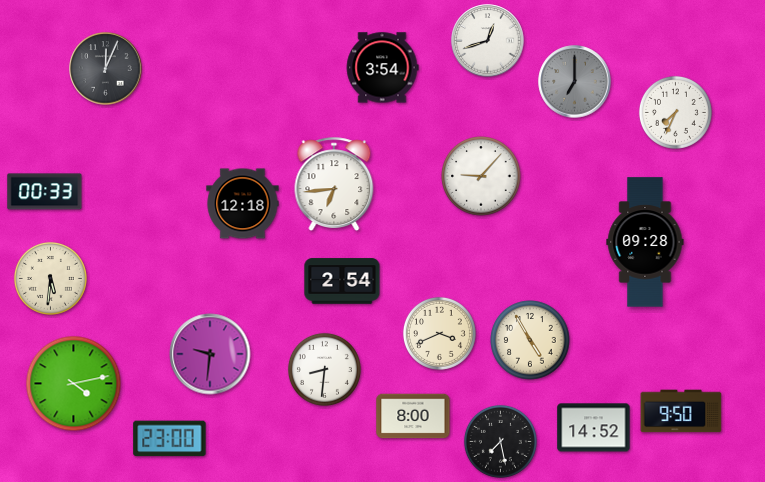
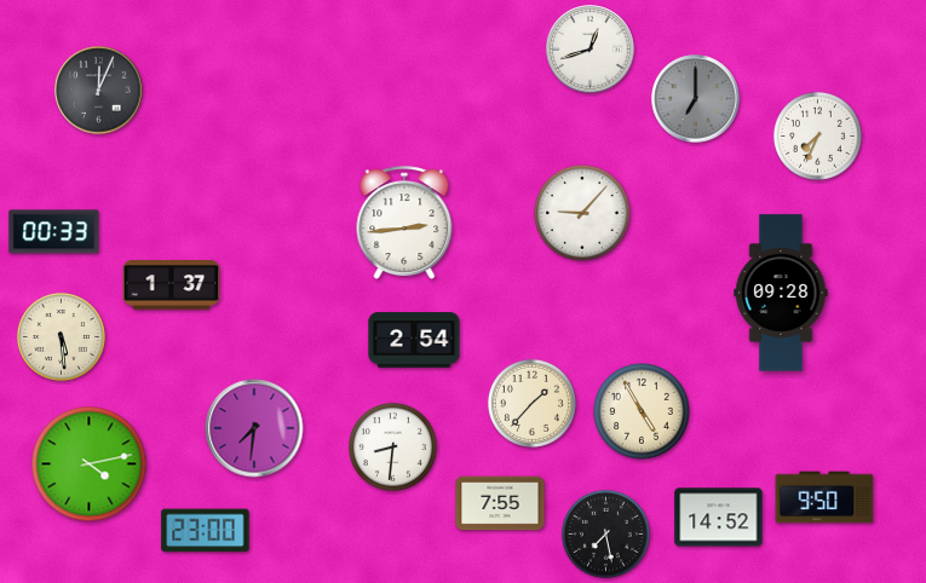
clock at (382, 68): 3:54 -> none
clock at (106, 69) position: (106, 69) -> (99, 91)
clock at (334, 184): 6:44 -> 2:44
clock at (243, 204): 12:18 -> none
clock at (172, 285): none -> 1:37
clock at (50, 278): 5:31 -> 5:29
clock at (439, 333): 3:41 -> 1:37
clock at (210, 354): 9:31 -> 7:31
clock at (413, 416): 8:00 -> 7:55
